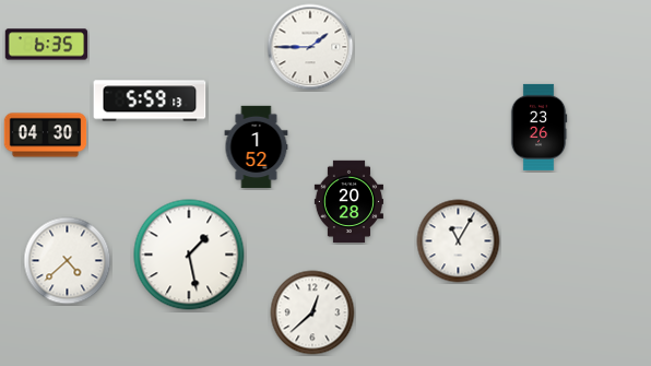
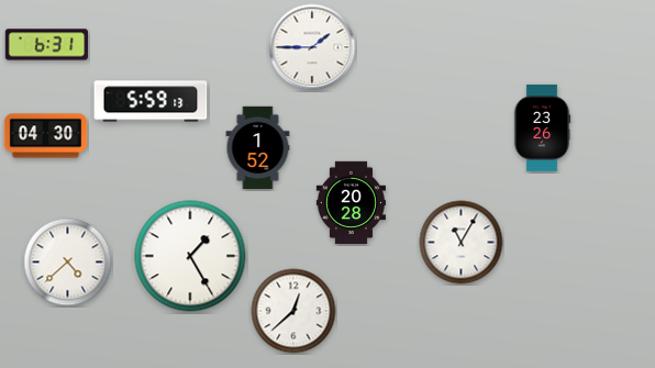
clock at (47, 45): 6:35 -> 6:31
clock at (189, 255): 1:28 -> 1:25
clock at (312, 312) position: (312, 312) -> (293, 311)
